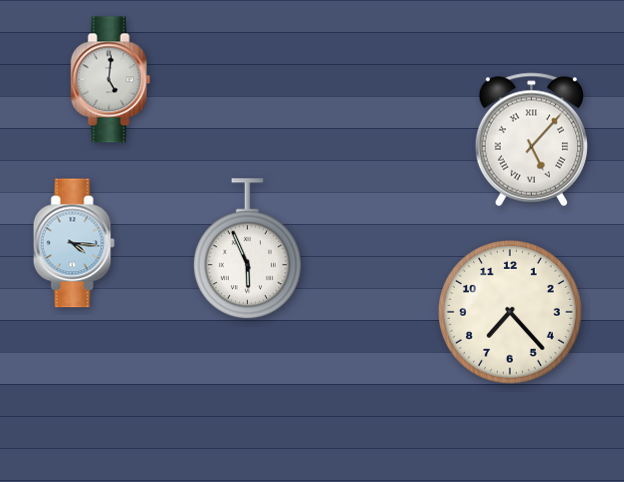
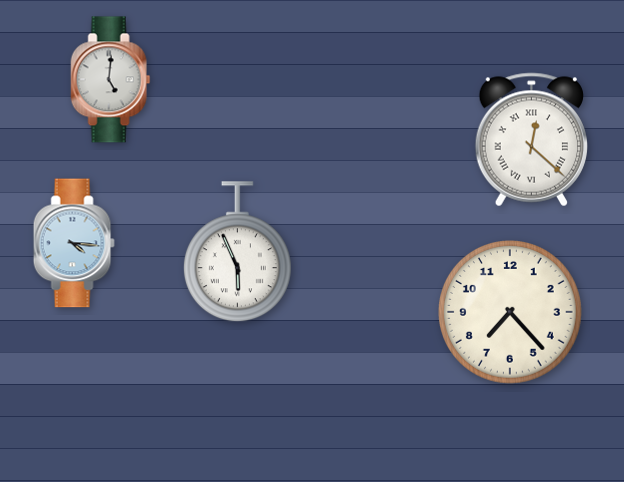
clock at (531, 140): 5:07 -> 12:22
clock at (247, 249) position: (247, 249) -> (237, 252)
